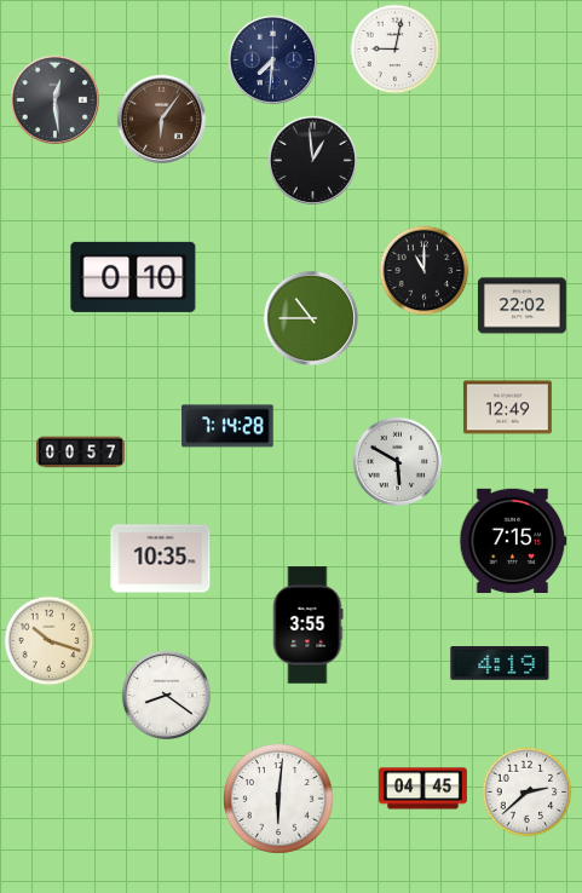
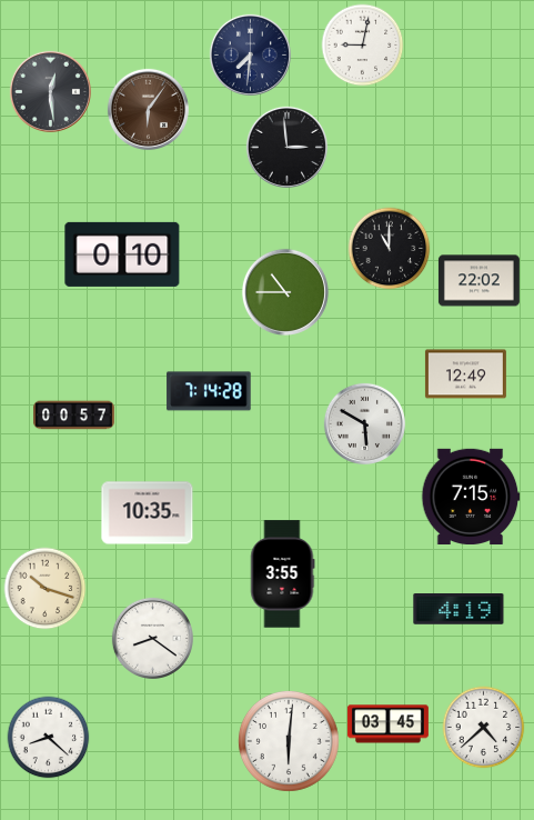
clock at (312, 160): 12:59 -> 2:59
clock at (422, 789): 04:45 -> 03:45
clock at (528, 793): 2:38 -> 4:38
clock at (278, 799) position: (278, 799) -> (289, 741)
clock at (49, 738): none -> 8:22
